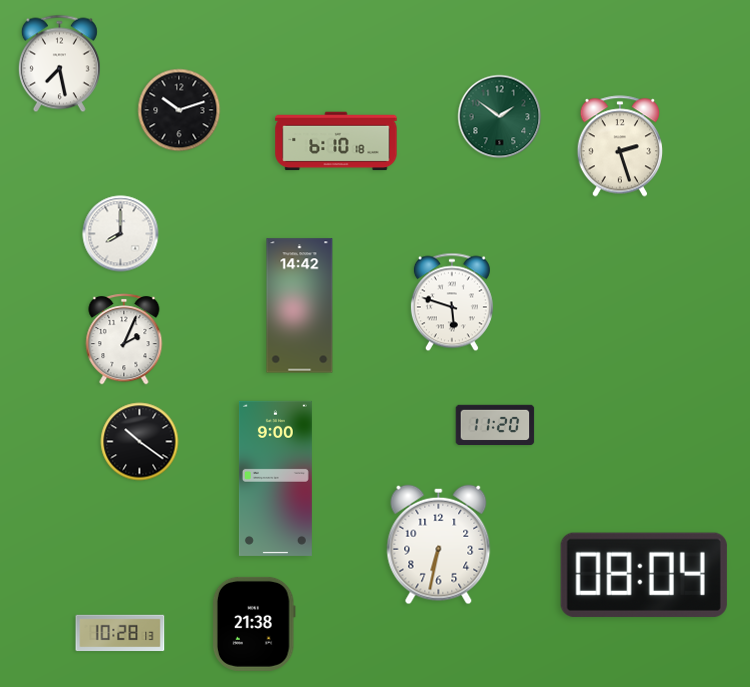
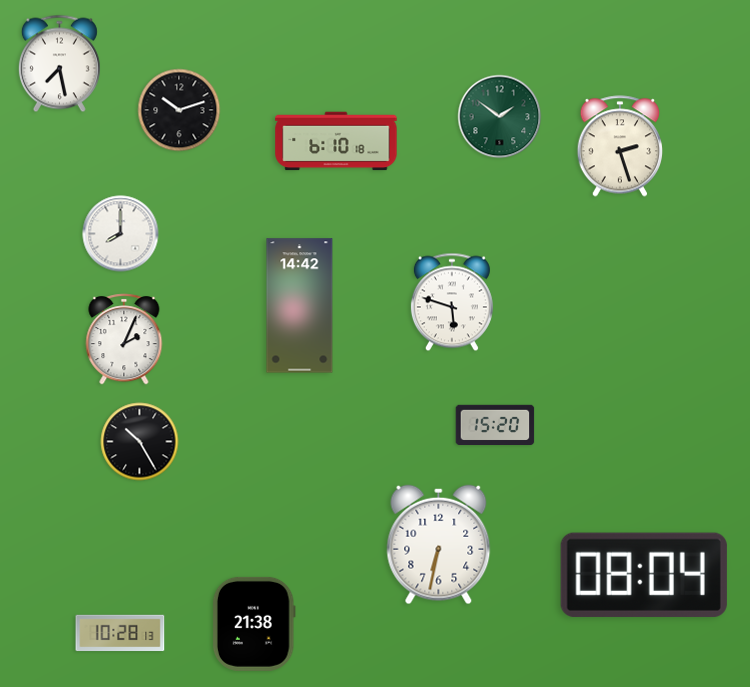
clock at (495, 424): 11:20 -> 15:20
clock at (140, 442): 10:21 -> 10:25
clock at (275, 478): 9:00 -> none
